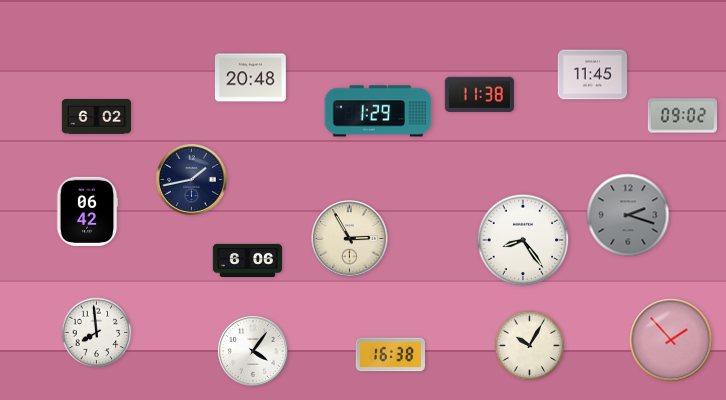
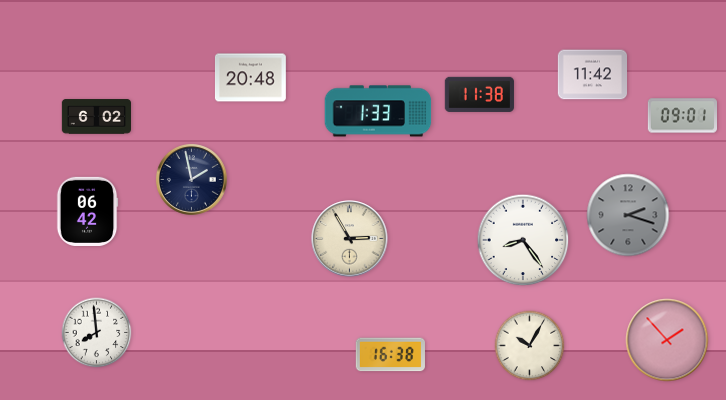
clock at (592, 75): 11:45 -> 11:42
clock at (378, 111): 1:29 -> 1:33
clock at (682, 116): 09:02 -> 09:01
clock at (191, 179): 1:43 -> 1:58
clock at (248, 260): 6:06 -> none
clock at (671, 340) position: (671, 340) -> (667, 340)
clock at (253, 351): 4:06 -> none
